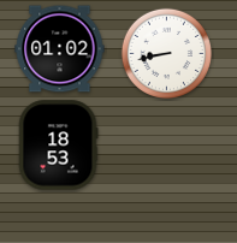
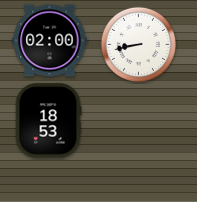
clock at (60, 49): 01:02 -> 02:00
